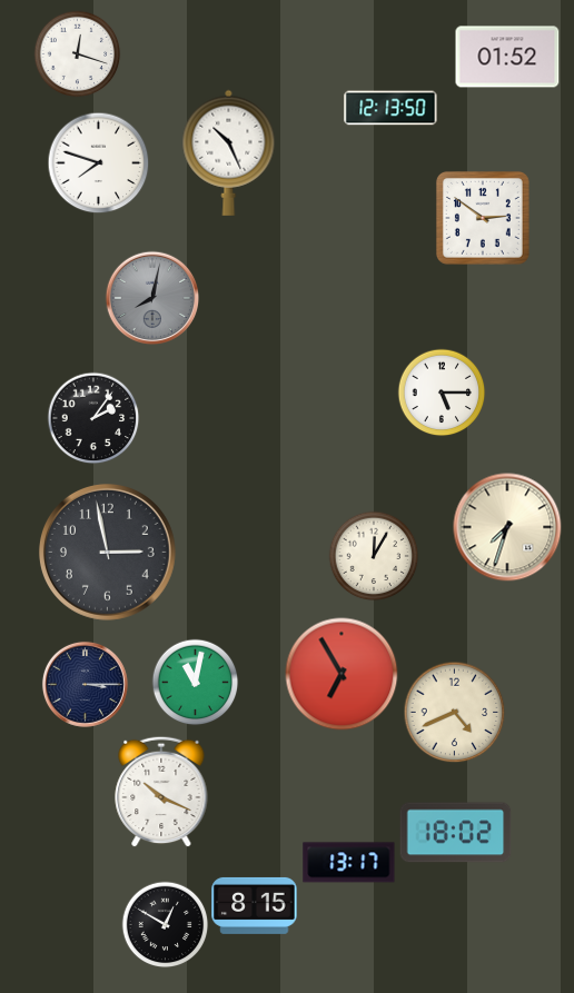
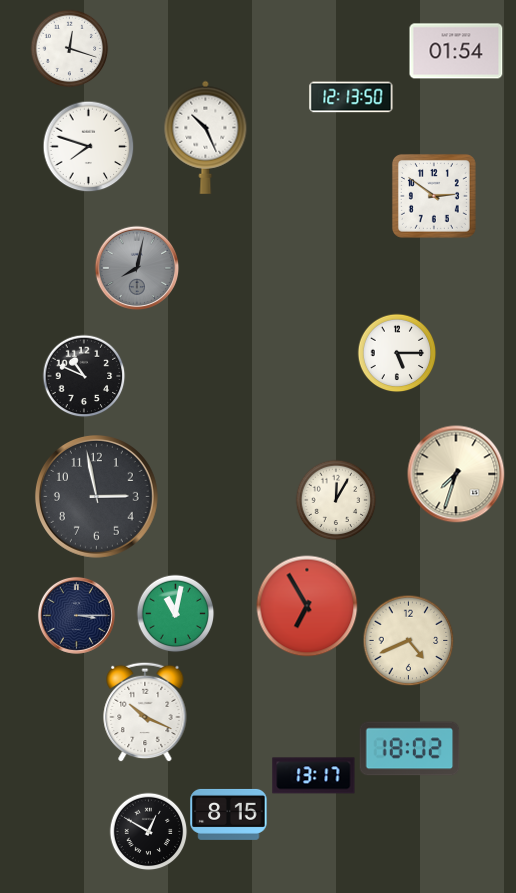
clock at (507, 57): 01:52 -> 01:54
clock at (93, 418): 2:06 -> 10:49
